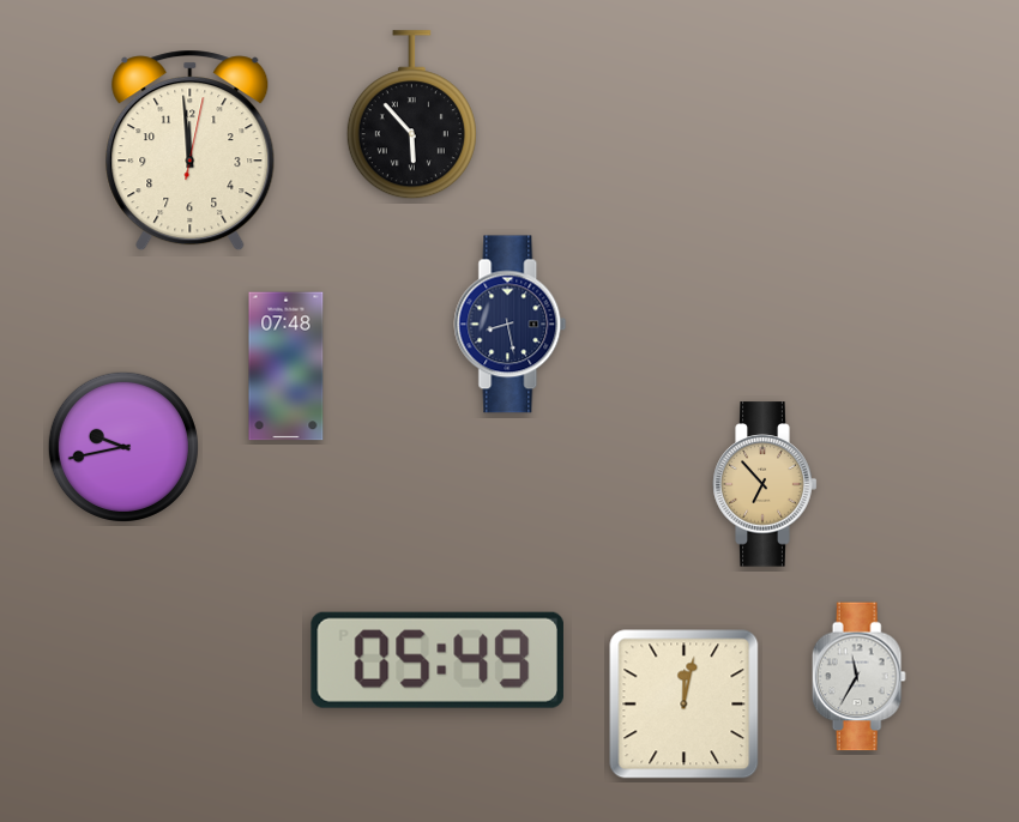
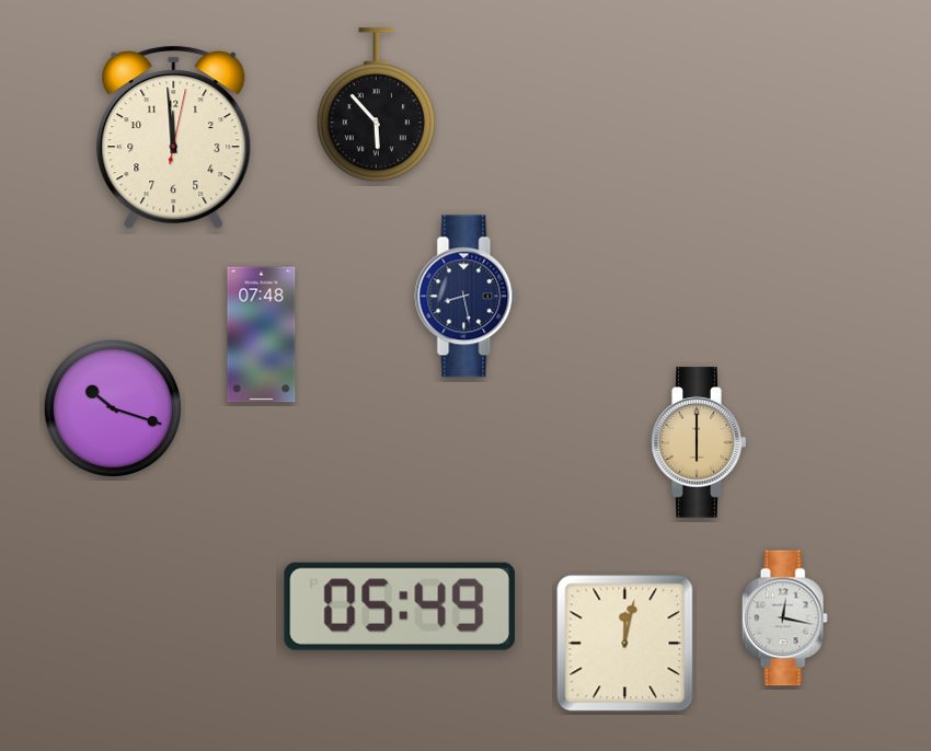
clock at (123, 447): 9:43 -> 10:18
clock at (765, 484): 6:53 -> 6:00
clock at (438, 660) position: (438, 660) -> (400, 606)
clock at (858, 677): 11:35 -> 12:17
